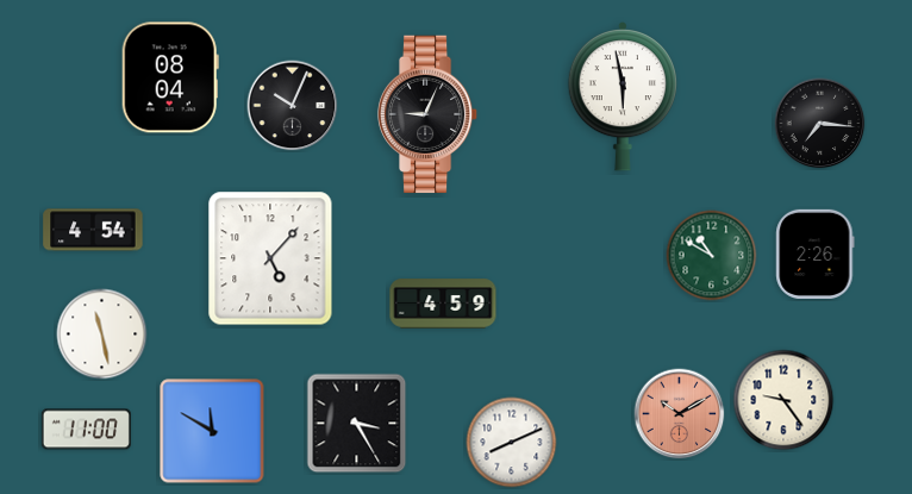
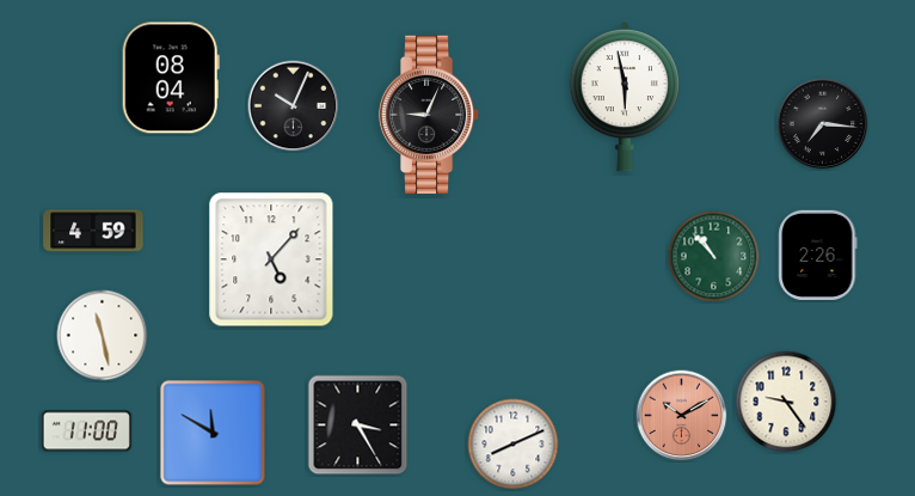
clock at (93, 230): 4:54 -> 4:59
clock at (712, 256): 10:50 -> 10:53
clock at (443, 304): 4:59 -> none
